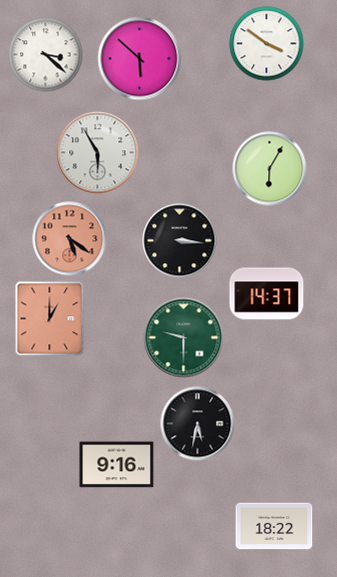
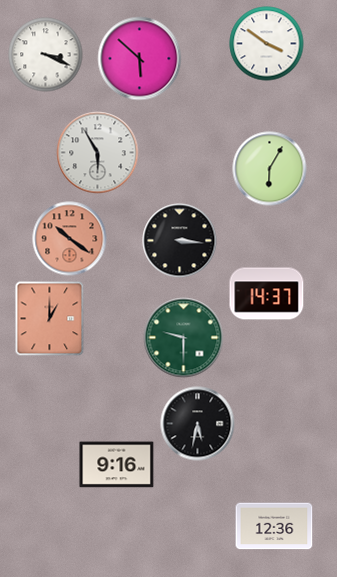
clock at (46, 55): 3:22 -> 3:19
clock at (70, 239): 5:21 -> 10:21
clock at (274, 526): 18:22 -> 12:36
